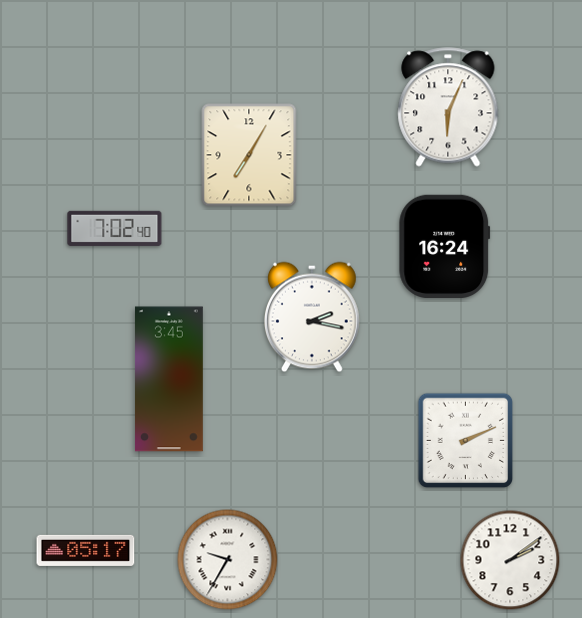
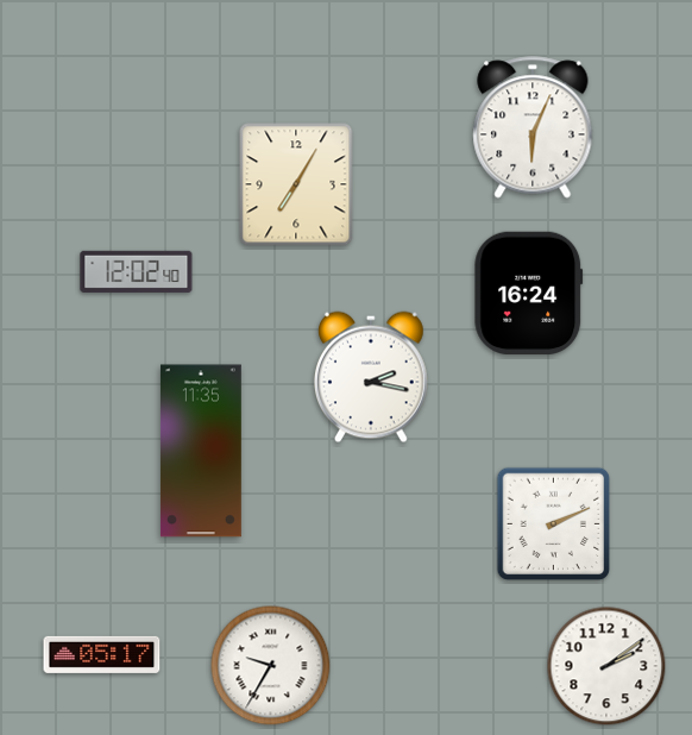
clock at (115, 228): 7:02 -> 12:02
clock at (169, 379): 3:45 -> 11:35
